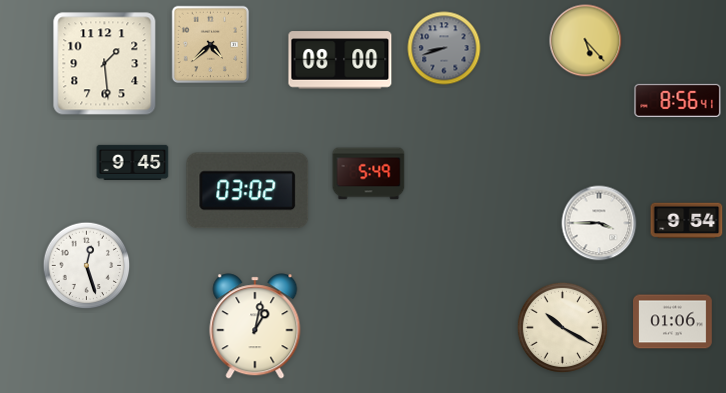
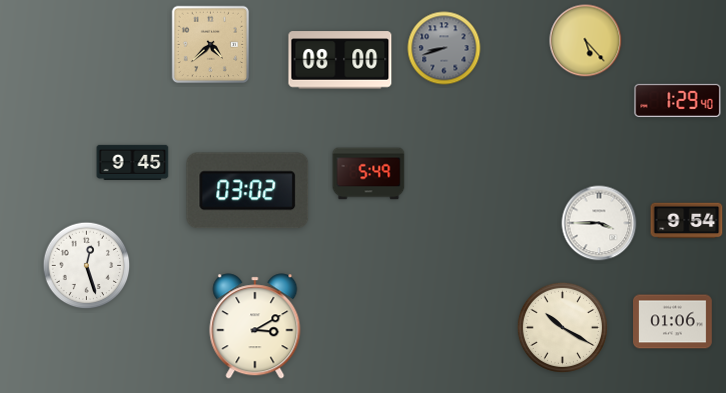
clock at (105, 64): 1:29 -> none
clock at (678, 100): 8:56 -> 1:29
clock at (255, 326): 1:02 -> 3:10
